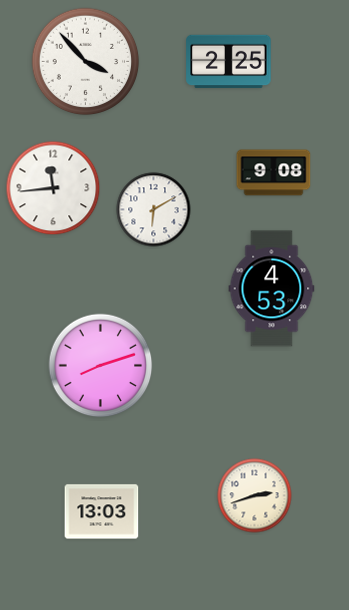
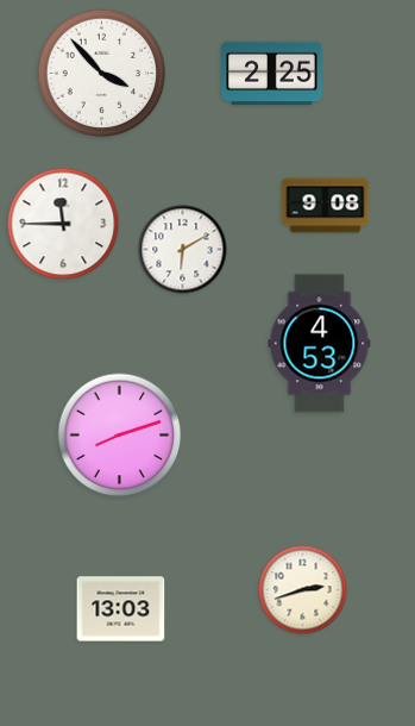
clock at (53, 188): 11:44 -> 11:45
clock at (272, 289) position: (272, 289) -> (320, 344)
